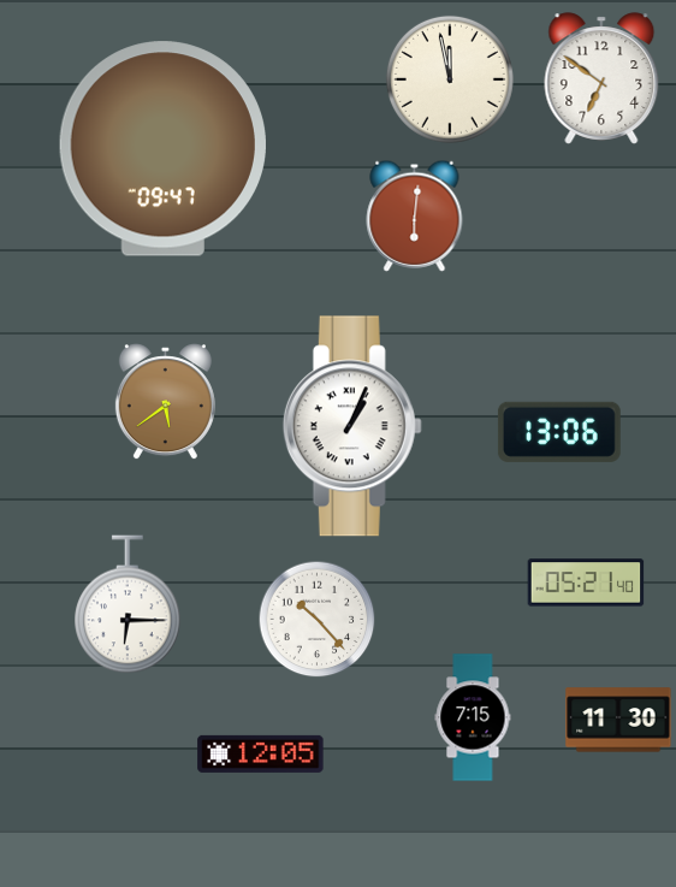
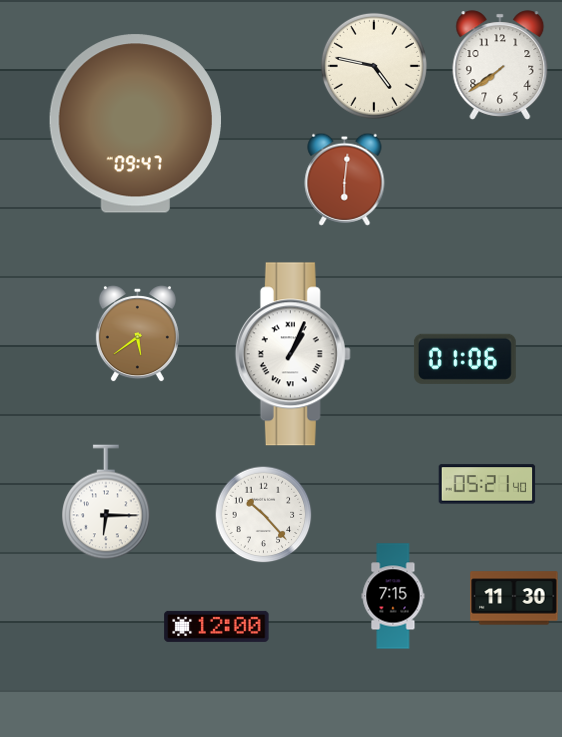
clock at (601, 78): 6:51 -> 7:39
clock at (450, 79): 11:58 -> 4:47
clock at (559, 432): 13:06 -> 01:06
clock at (261, 753): 12:05 -> 12:00
